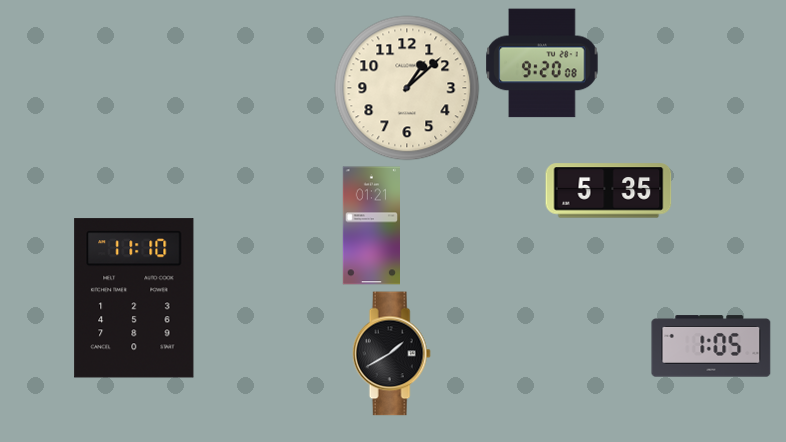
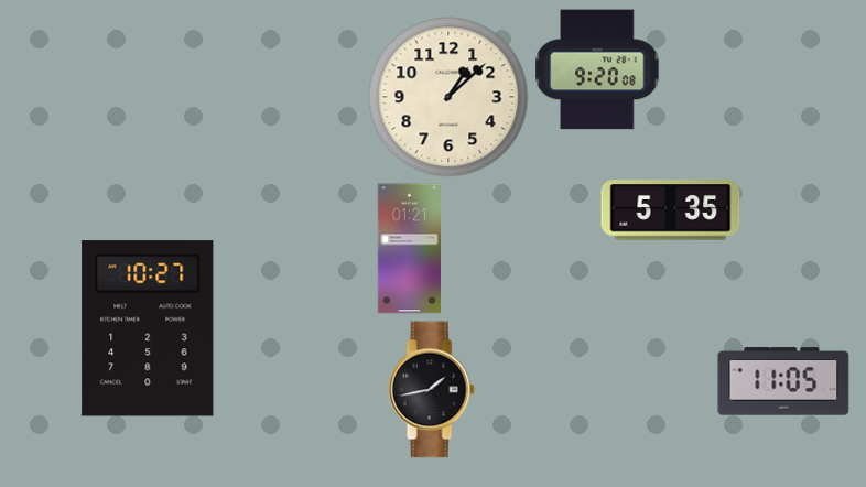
clock at (134, 298): 11:10 -> 10:27
clock at (711, 346): 1:05 -> 11:05
clock at (391, 354): 1:40 -> 1:43
